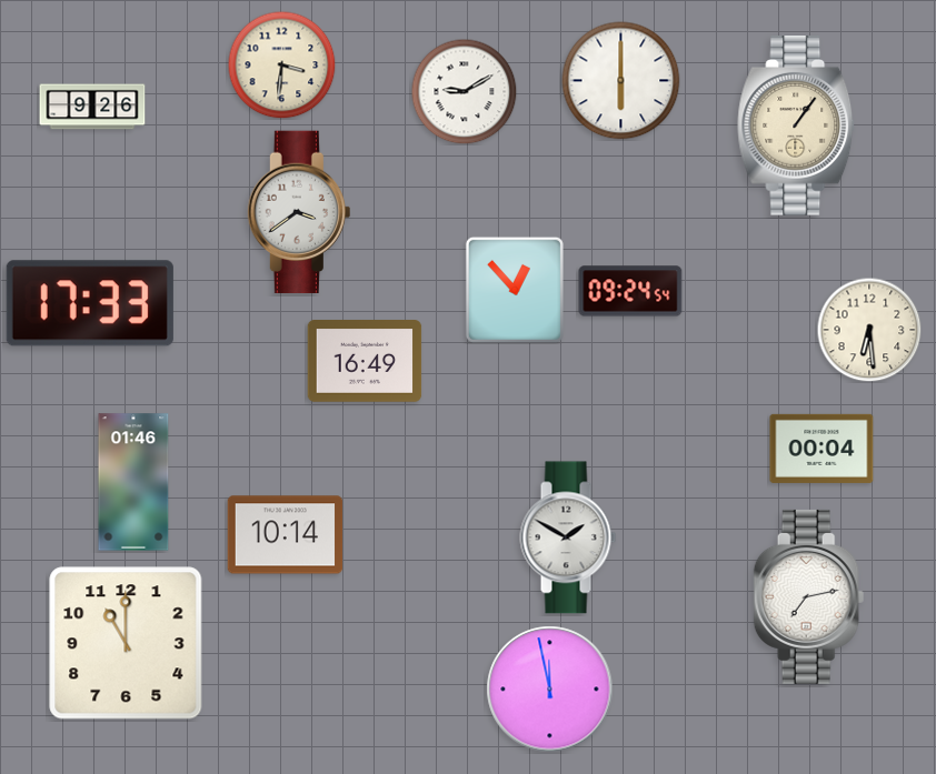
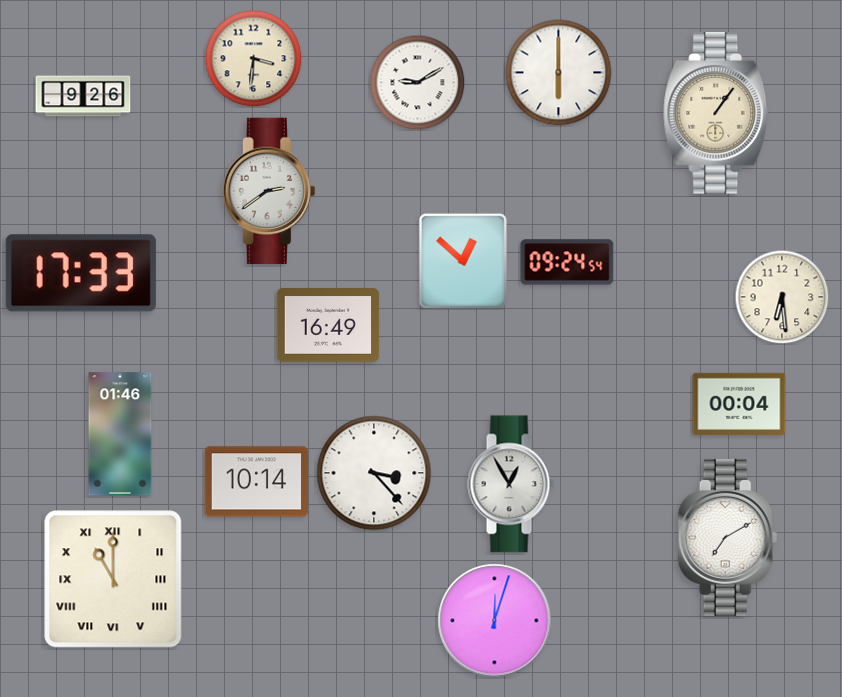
clock at (299, 212): 3:39 -> 2:39
clock at (515, 290): 12:53 -> 12:52
clock at (374, 473): none -> 3:23
clock at (568, 537): 1:50 -> 12:55
clock at (809, 596): 7:13 -> 7:10
clock at (126, 643) numerals: Arabic -> Roman
clock at (550, 690): 11:58 -> 12:03
